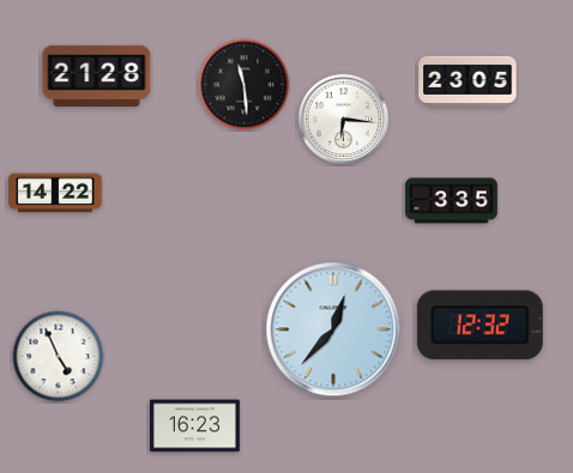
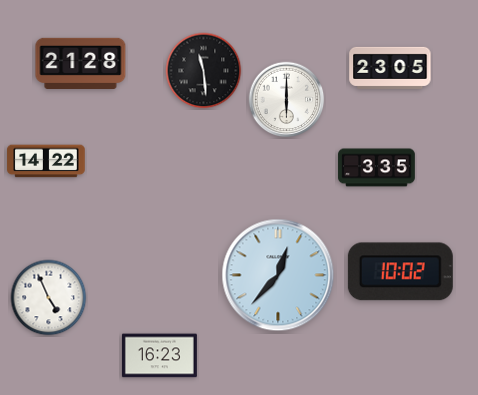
clock at (344, 120): 6:16 -> 6:00
clock at (479, 326): 12:32 -> 10:02
clock at (194, 426) position: (194, 426) -> (159, 356)
